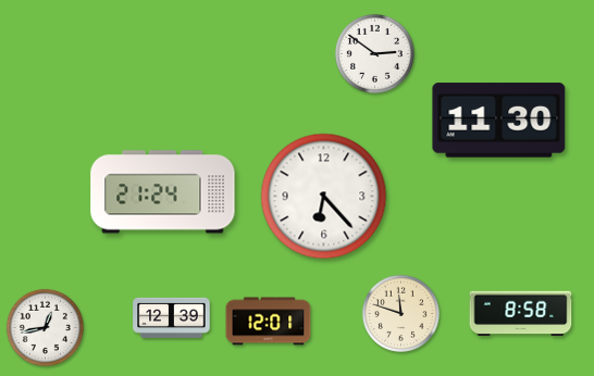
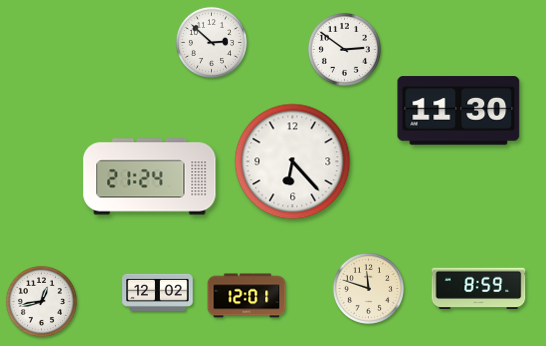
clock at (211, 42): none -> 2:52
clock at (324, 197) position: (324, 197) -> (293, 162)
clock at (521, 314): 8:58 -> 8:59
clock at (172, 317): 12:39 -> 12:02
